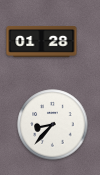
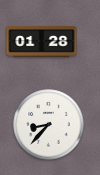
clock at (53, 125) position: (53, 125) -> (49, 125)
